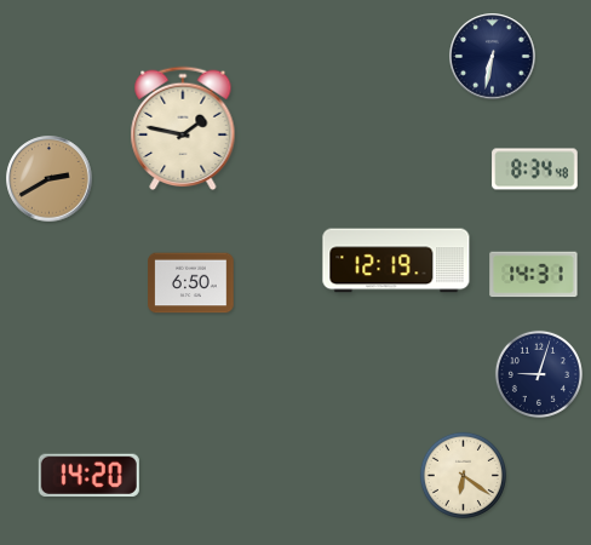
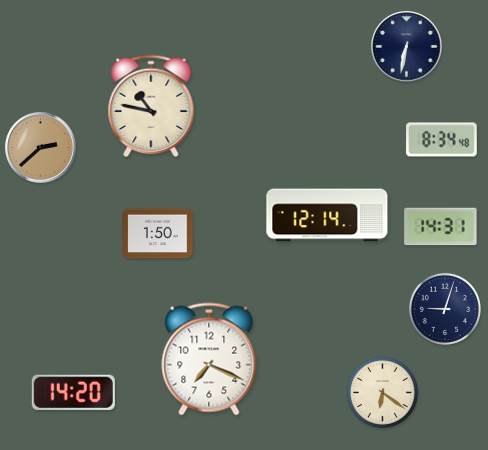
clock at (183, 128): 1:47 -> 10:47
clock at (50, 179): 2:40 -> 2:38
clock at (396, 260): 12:19 -> 12:14
clock at (191, 283): 6:50 -> 1:50
clock at (209, 359): none -> 7:19
